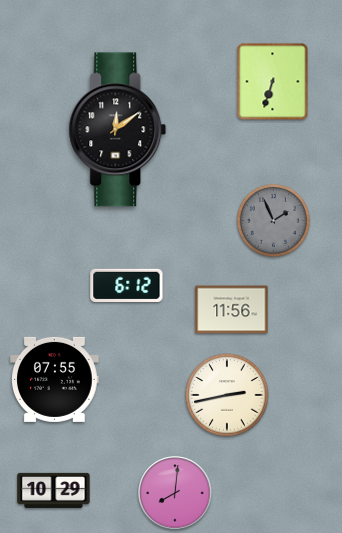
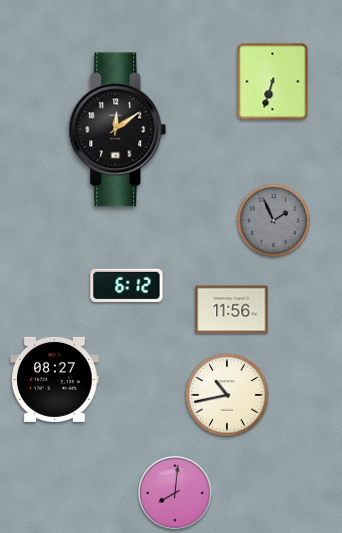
clock at (55, 379): 07:55 -> 08:27
clock at (227, 395): 2:43 -> 10:43
clock at (54, 490): 10:29 -> none
